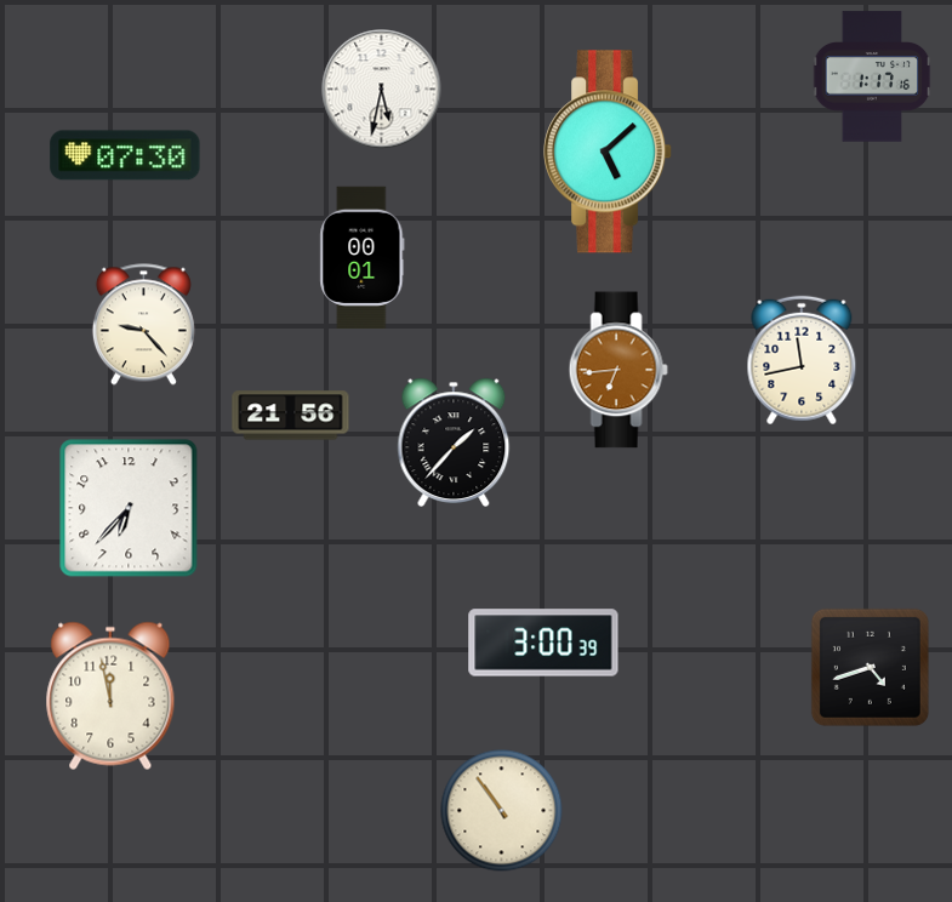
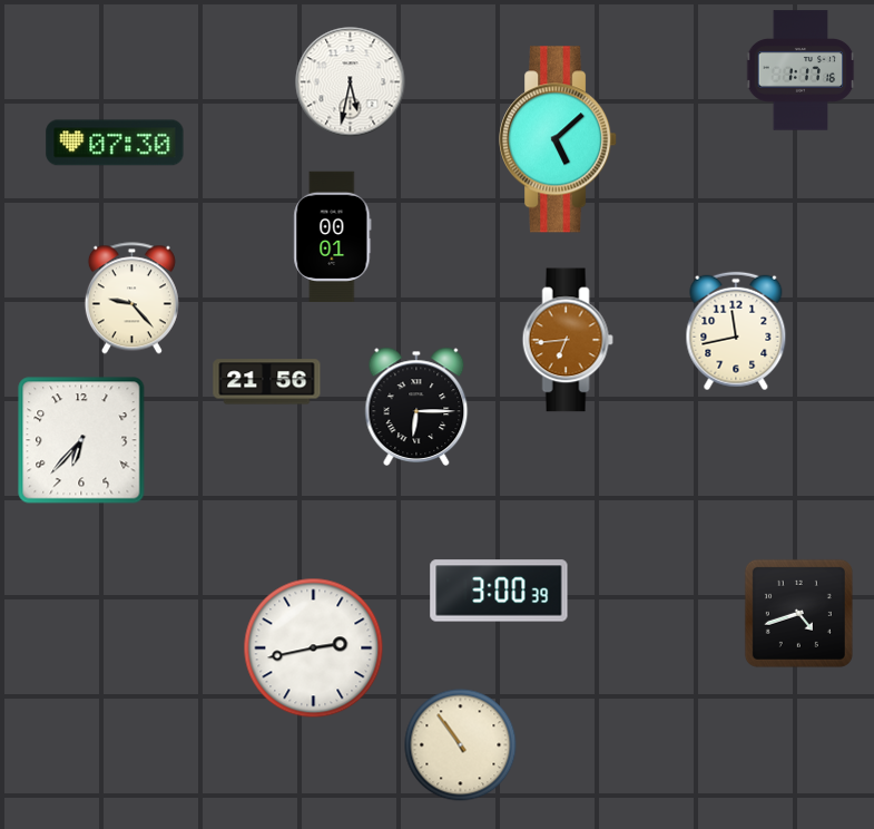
clock at (454, 441): 1:37 -> 6:15
clock at (129, 508) position: (129, 508) -> (81, 440)
clock at (110, 696): 11:58 -> none
clock at (314, 648): none -> 2:43
